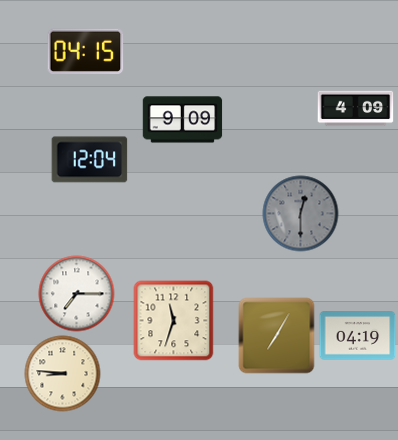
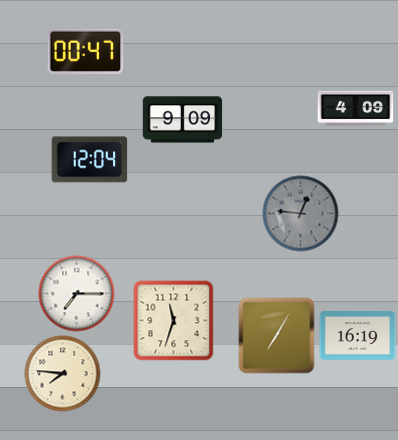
clock at (86, 51): 04:15 -> 00:47
clock at (301, 214): 12:30 -> 12:46
clock at (358, 336): 04:19 -> 16:19
clock at (63, 374): 8:46 -> 7:46
